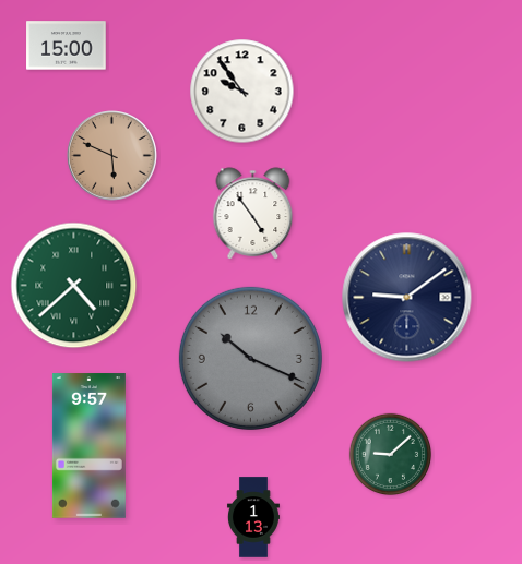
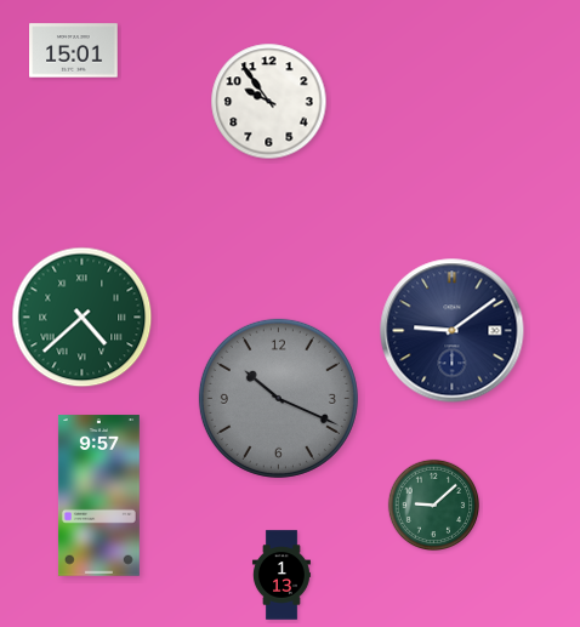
clock at (67, 46): 15:00 -> 15:01
clock at (112, 156): 5:49 -> none
clock at (253, 214): 4:54 -> none
